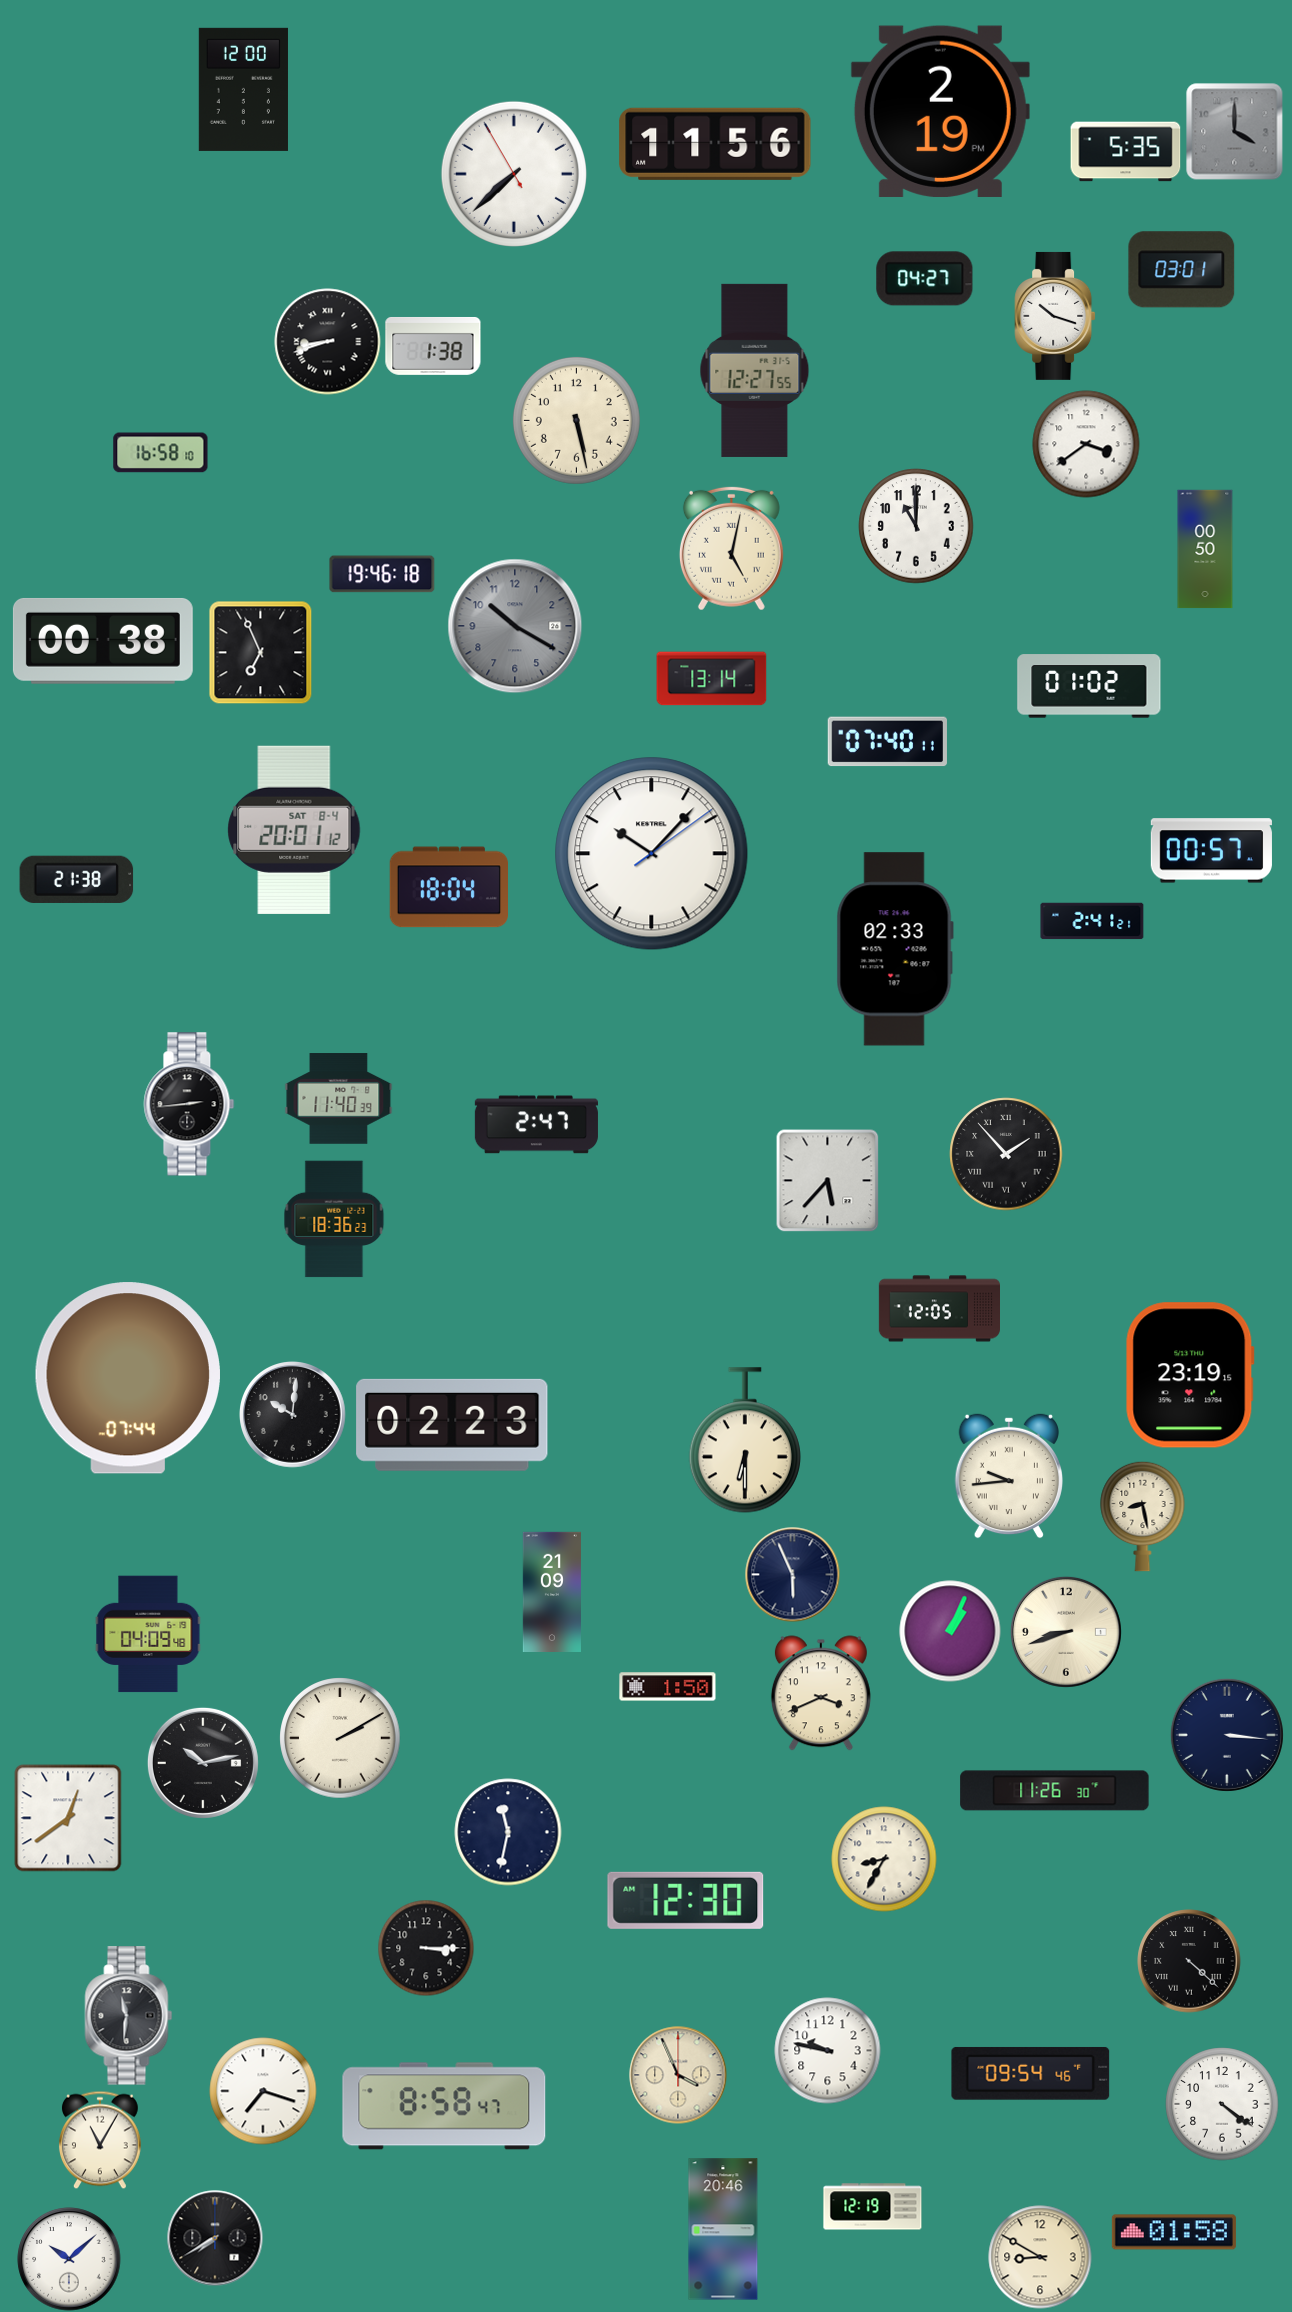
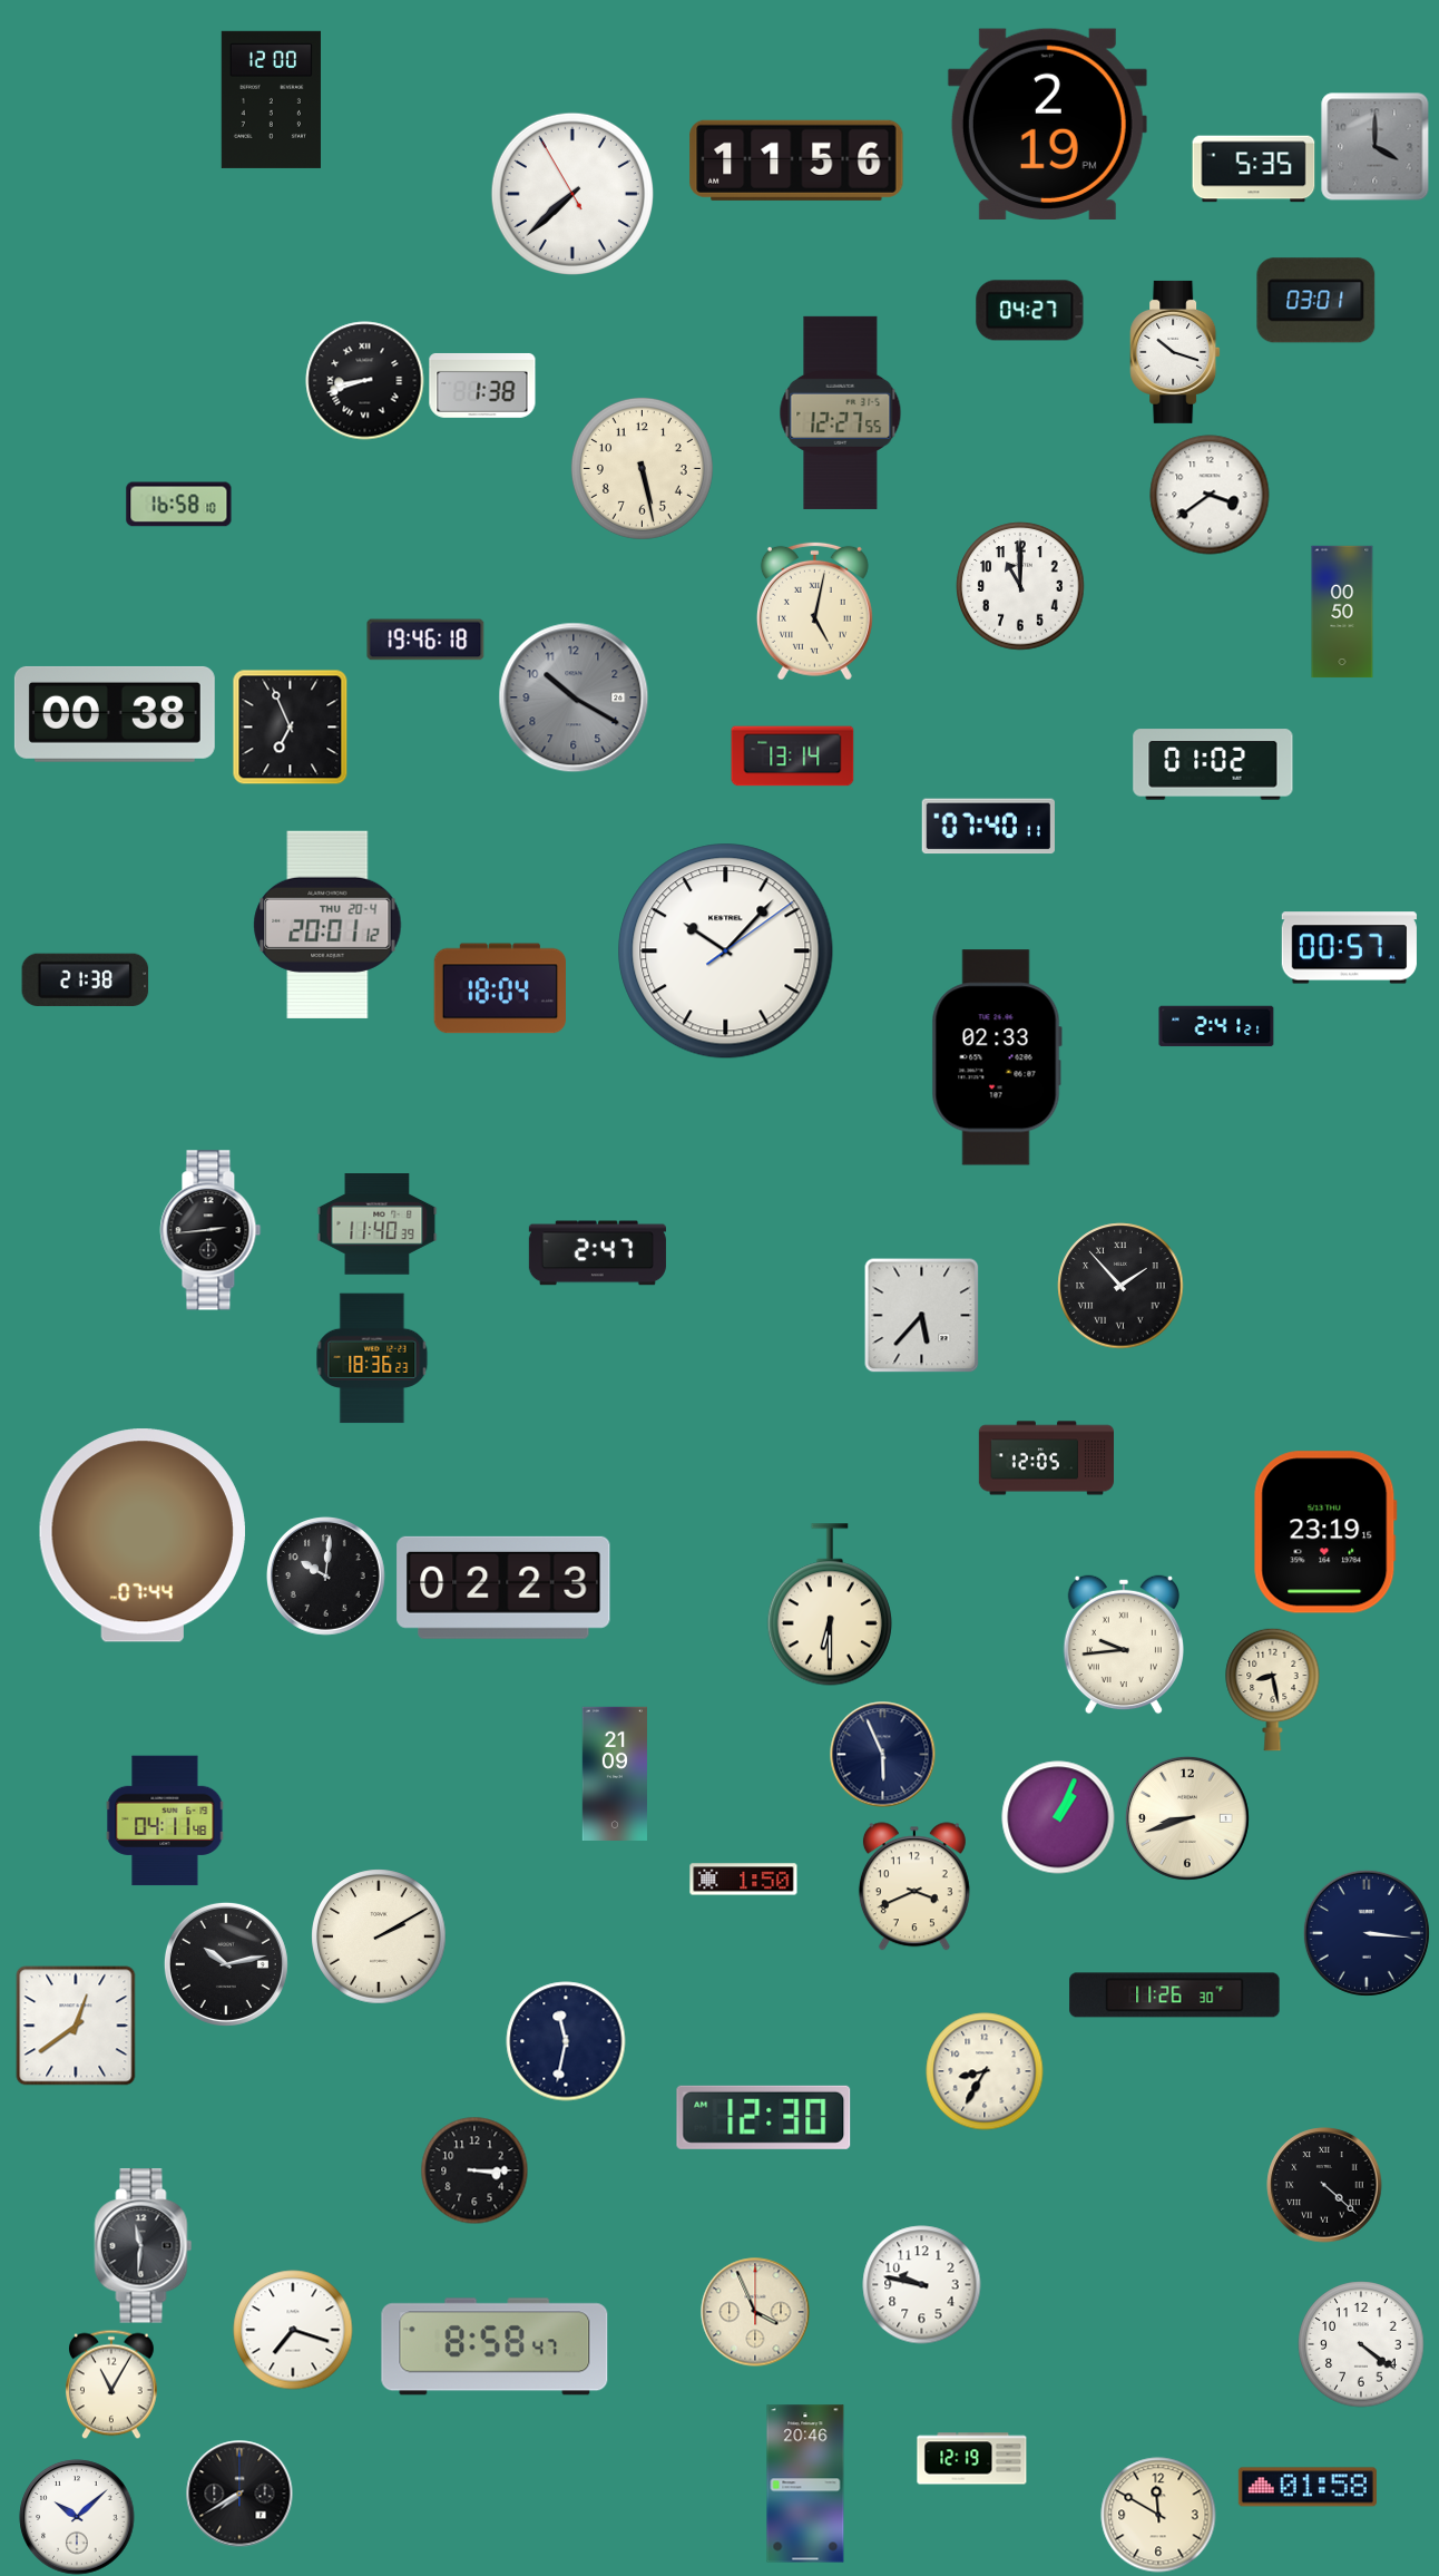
clock at (294, 830) date: SAT 8-4 -> THU 20-4
clock at (148, 1634): 04:09 -> 04:11
clock at (1031, 2073): 09:54 -> none
clock at (1040, 2257): 8:50 -> 11:50
